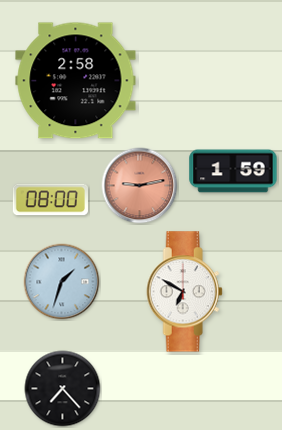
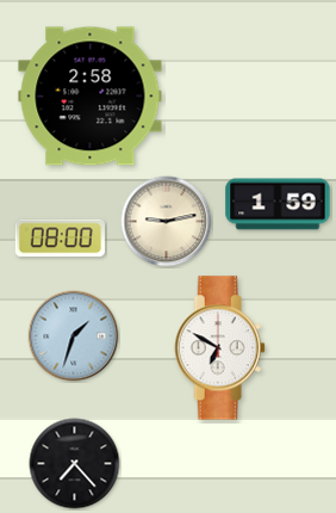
clock at (140, 186) dial: salmon -> cream
